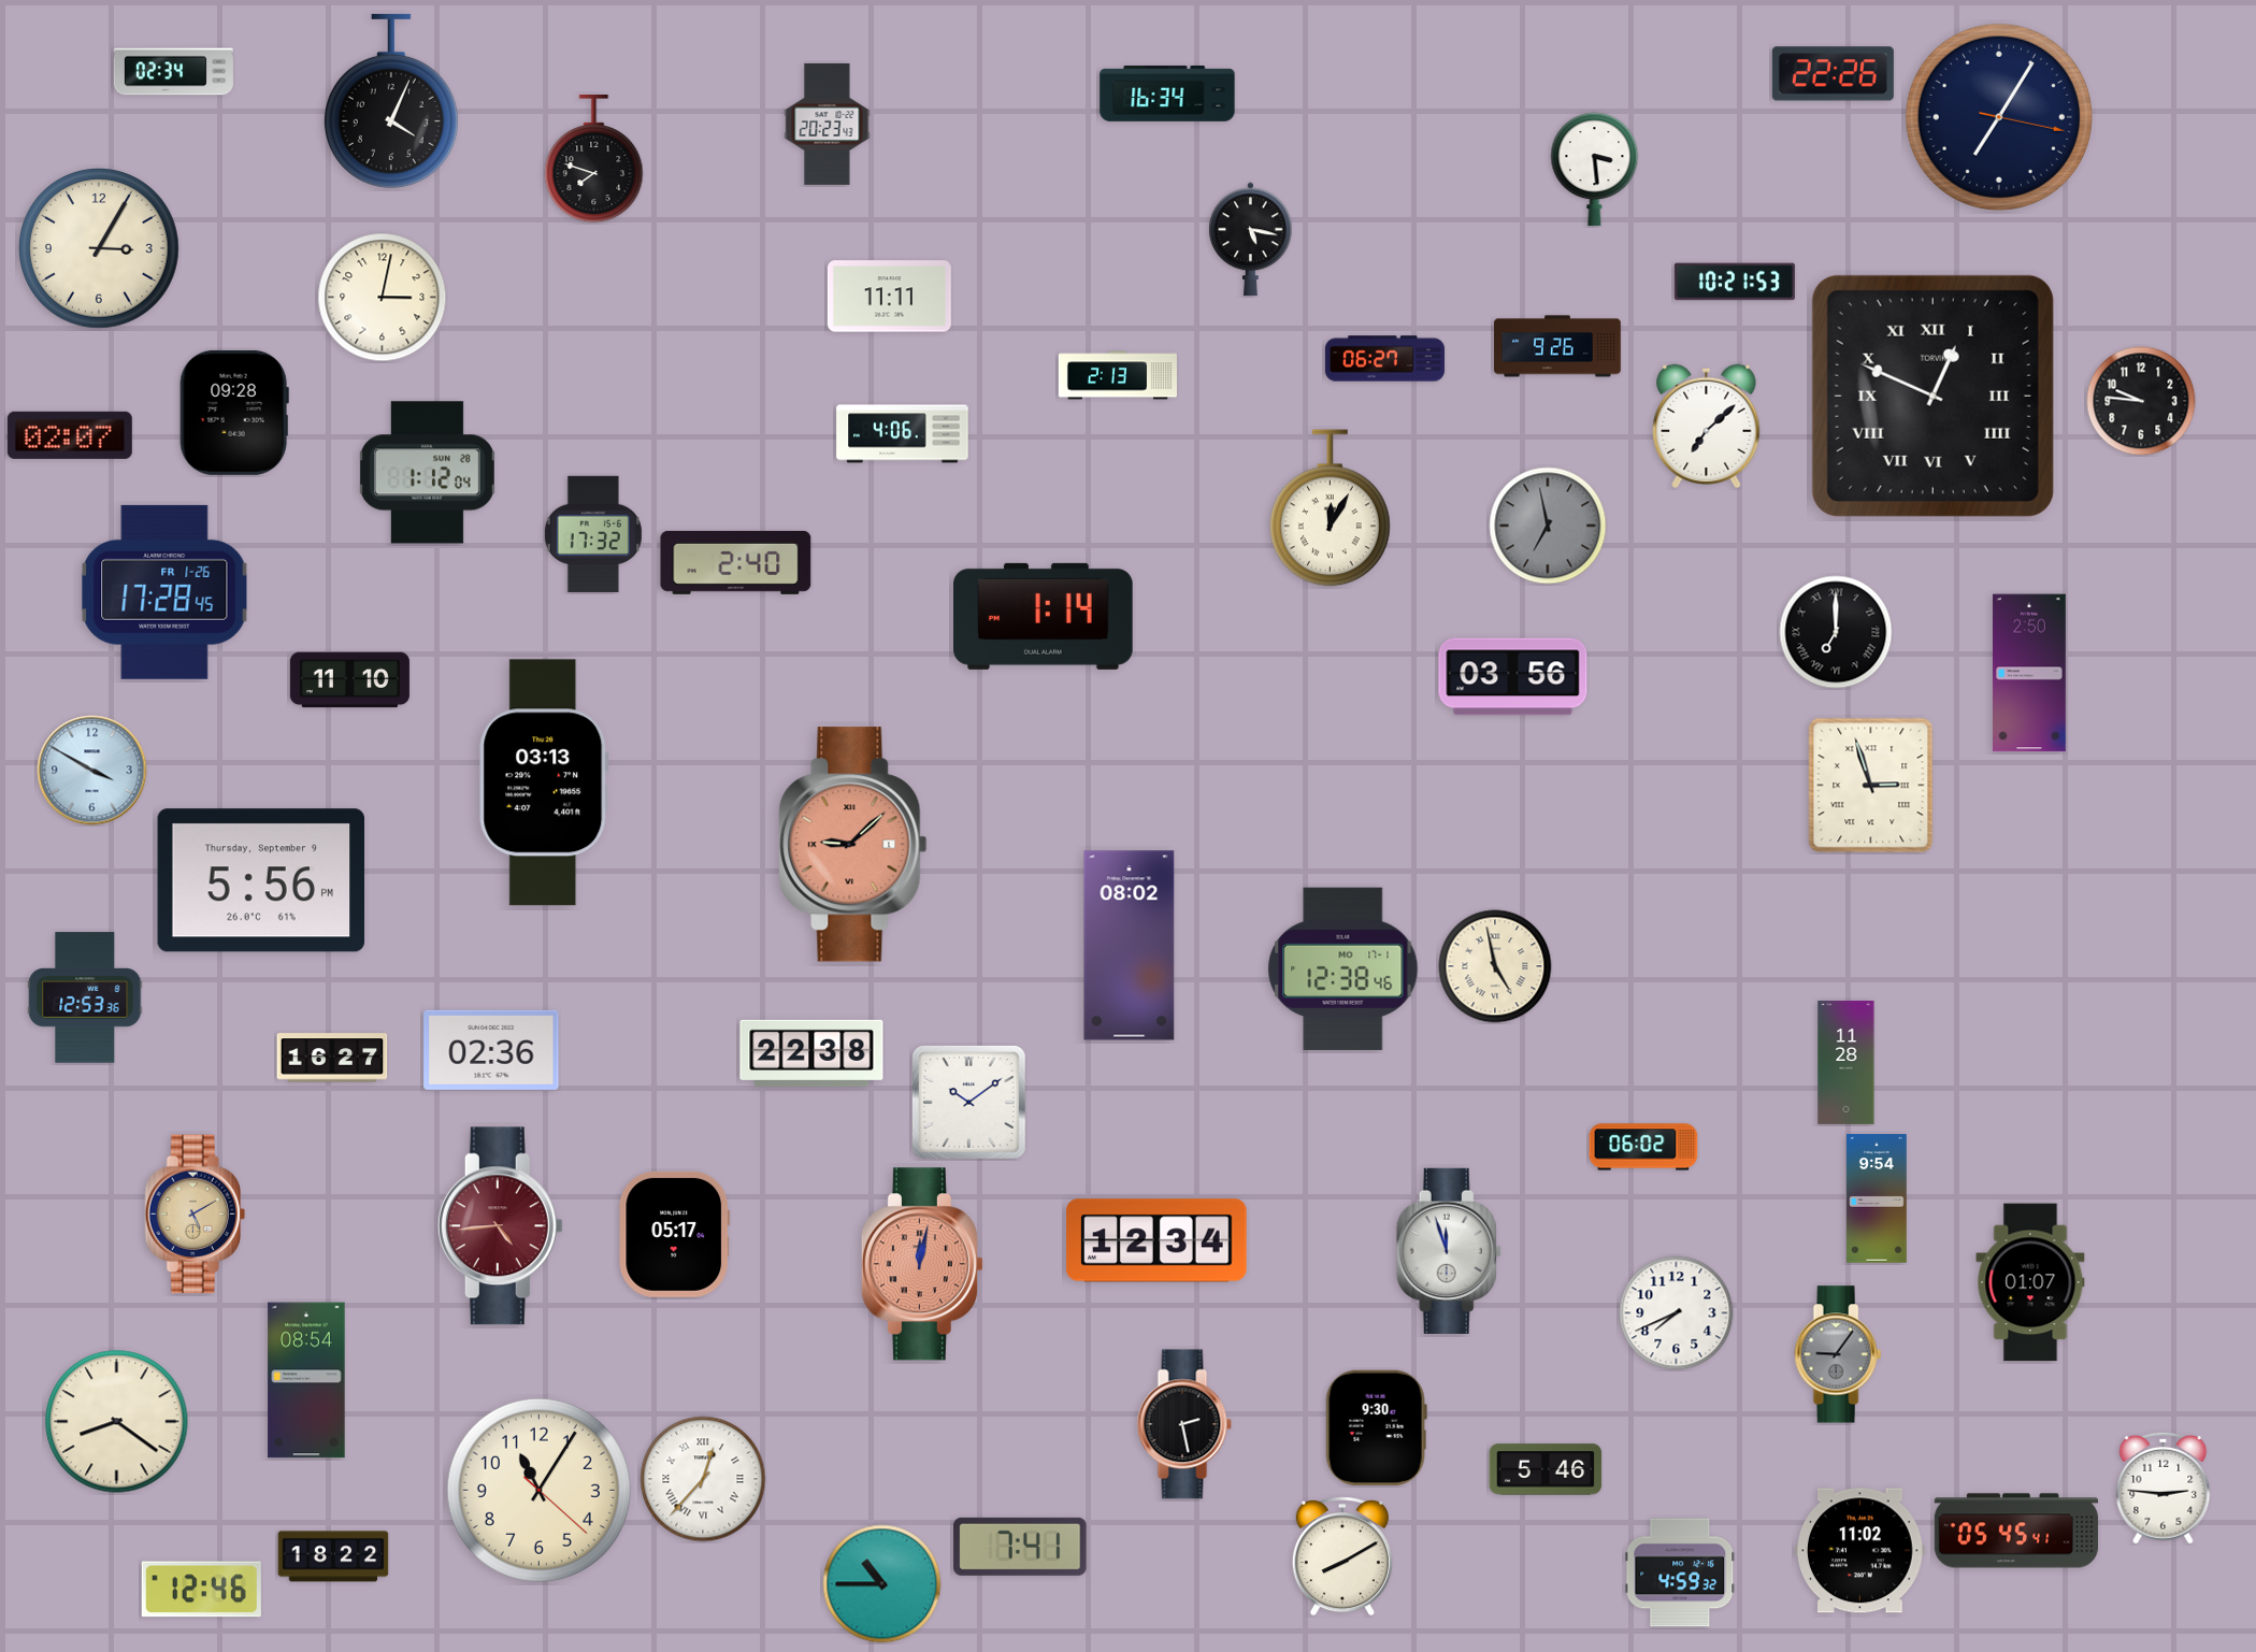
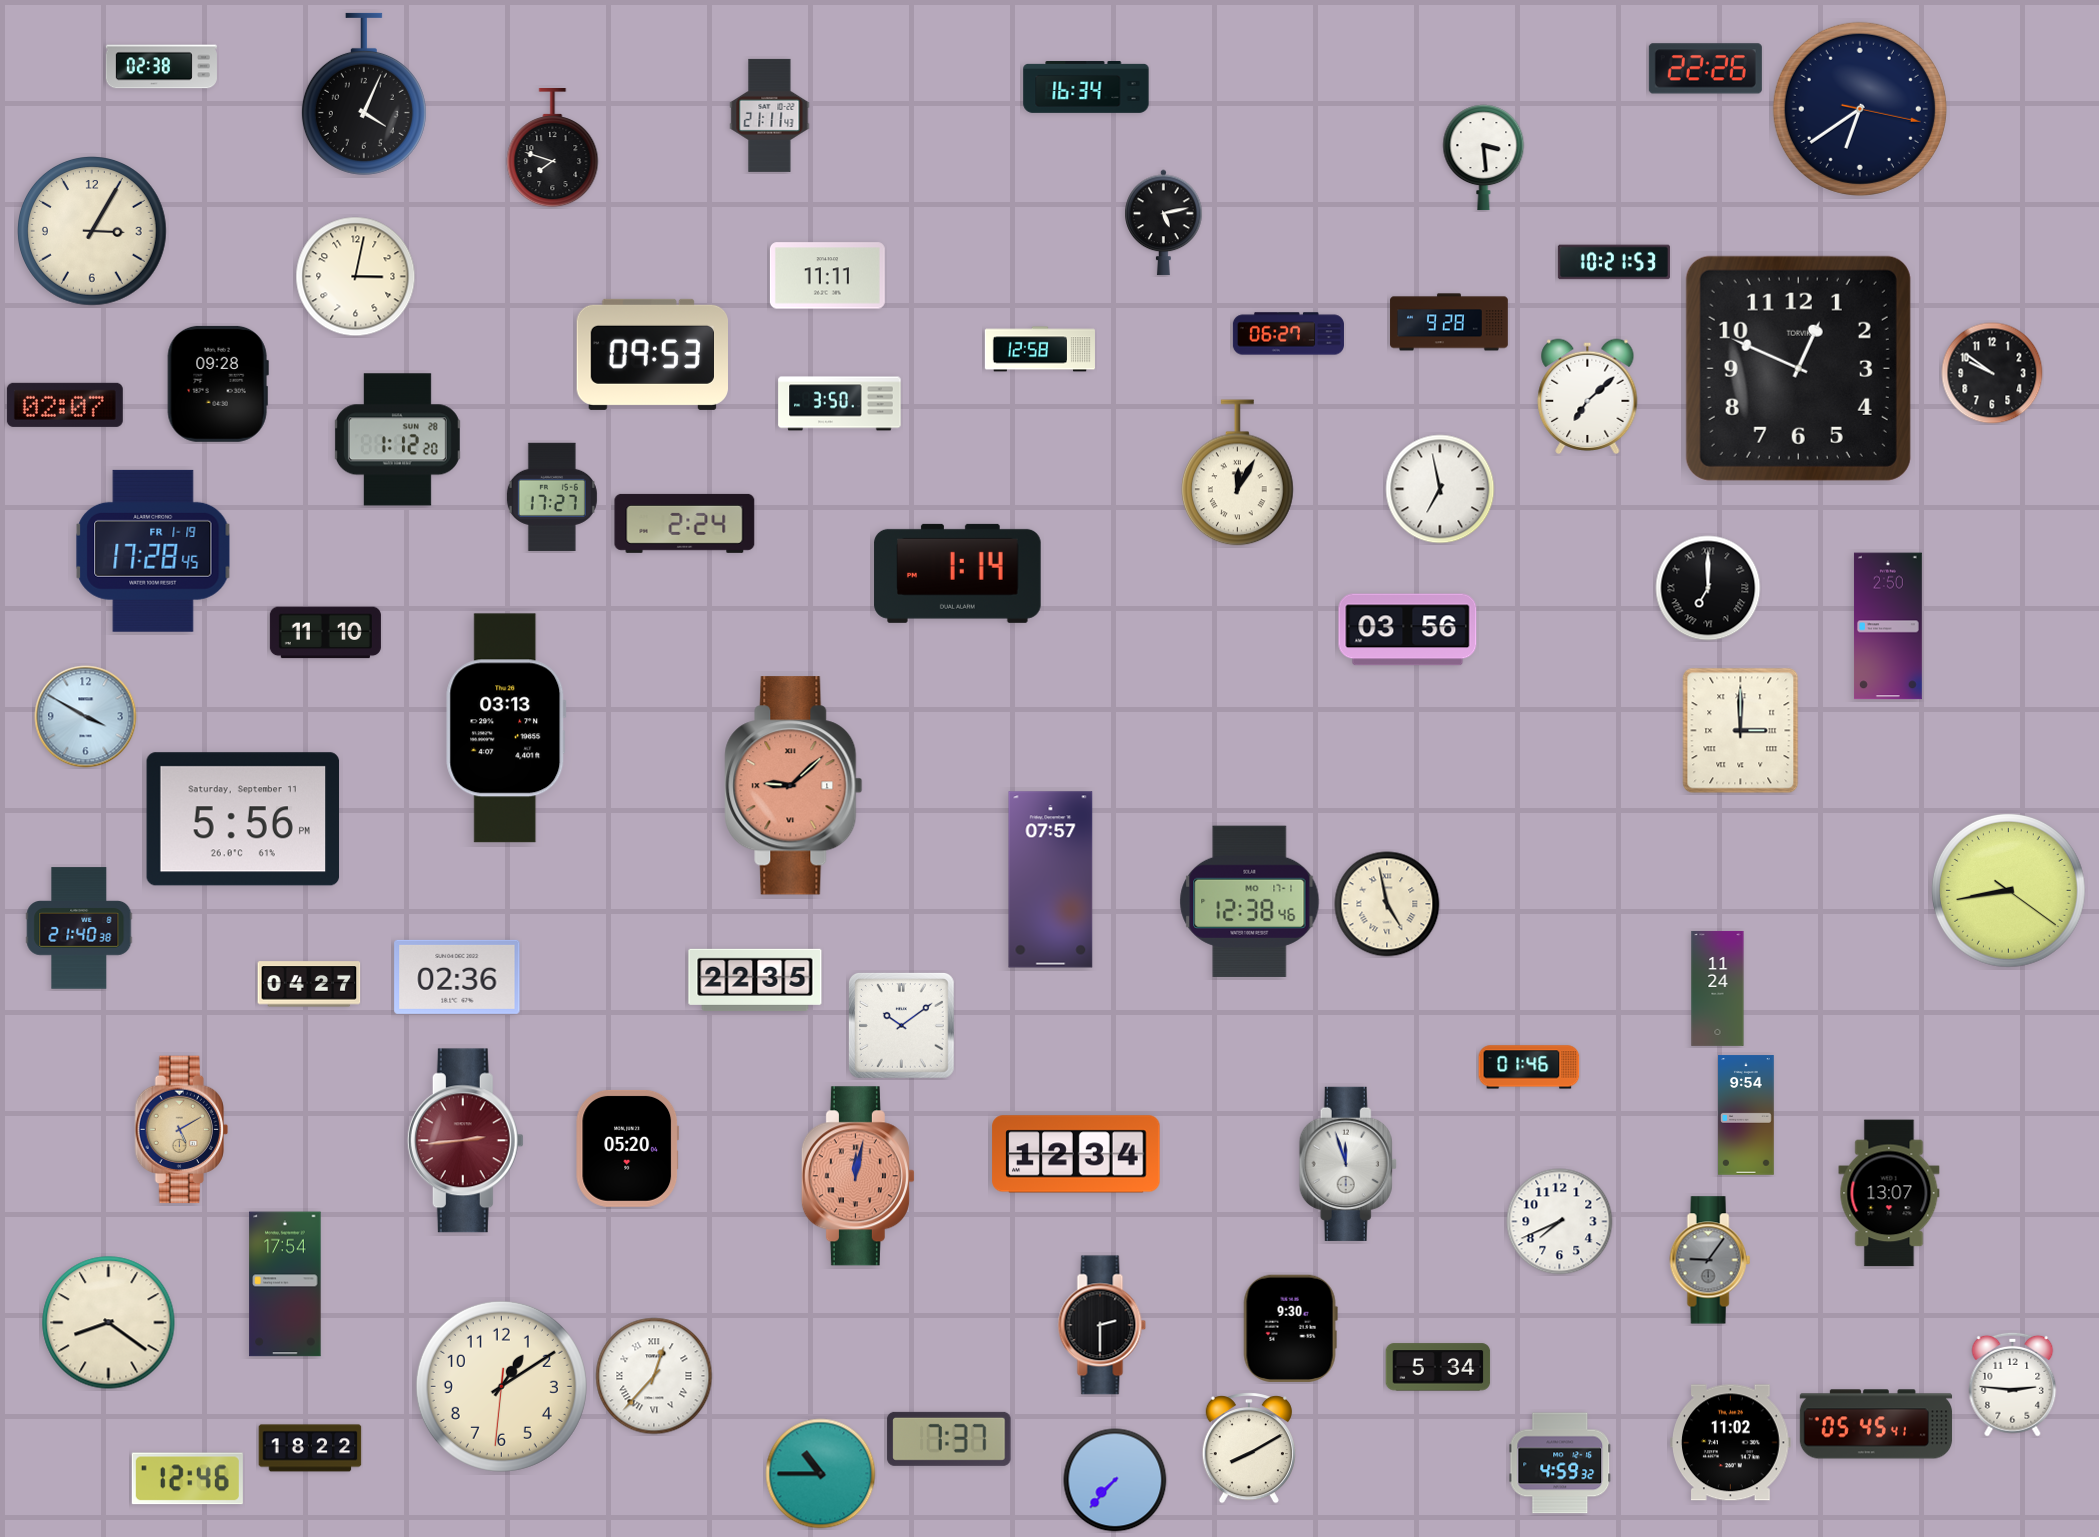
clock at (173, 72): 02:34 -> 02:38
clock at (1999, 117): 7:05 -> 6:39
clock at (828, 124): 20:23 -> 21:11
clock at (1251, 240): 5:17 -> 5:13
clock at (1557, 346): 9:26 -> 9:28
clock at (1118, 375): 2:13 -> 12:58
clock at (652, 354): none -> 09:53
clock at (1932, 396) numerals: Roman -> Arabic
clock at (2141, 401): 9:46 -> 9:51
clock at (903, 434): 4:06 -> 3:50
clock at (427, 473): 1:12:04 -> 1:12:20
clock at (1548, 526) dial: grey -> white
clock at (593, 534): 17:32 -> 17:27
clock at (736, 562): 2:40 -> 2:24
clock at (164, 592) date: FR 1-26 -> FR 1-19
clock at (1044, 616) position: (1044, 616) -> (958, 573)
clock at (1871, 786): 2:57 -> 3:00
clock at (261, 880) date: Thursday, September 9 -> Saturday, September 11
clock at (1130, 946): 08:02 -> 07:57
clock at (2008, 890): none -> 8:43
clock at (1495, 966) position: (1495, 966) -> (1387, 904)
clock at (85, 997): 12:53 -> 21:40
clock at (811, 1053): 22:38 -> 22:35
clock at (332, 1058): 16:27 -> 04:27
clock at (1847, 1062): 11:28 -> 11:24
clock at (1643, 1147): 06:02 -> 01:46
clock at (500, 1226): 4:44 -> 2:44
clock at (675, 1234): 05:17 -> 05:20
clock at (2030, 1282): 01:07 -> 13:07
clock at (306, 1380): 08:54 -> 17:54
clock at (1184, 1424): 2:28 -> 2:30
clock at (1376, 1427) position: (1376, 1427) -> (1290, 1328)
clock at (1546, 1469): 5:46 -> 5:34
clock at (538, 1490): 11:05 -> 1:09
clock at (1020, 1547): 7:41 -> 7:37
clock at (1680, 1572) position: (1680, 1572) -> (1560, 1463)
clock at (1115, 1480): none -> 7:37
